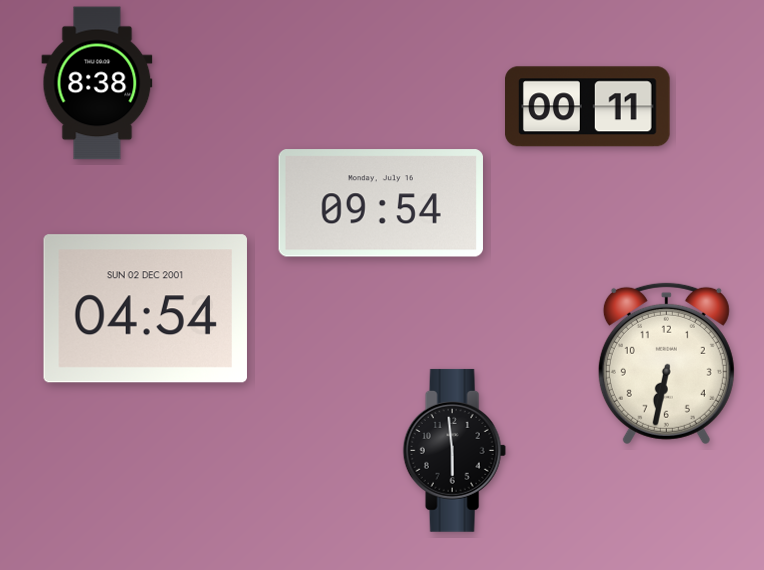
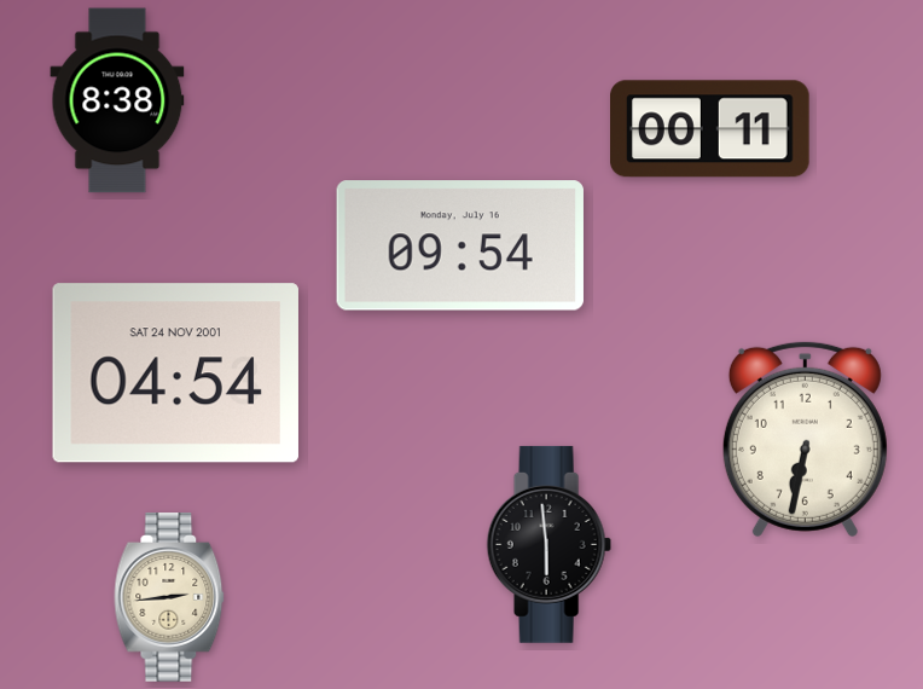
clock at (145, 309) date: SUN 02 DEC 2001 -> SAT 24 NOV 2001
clock at (169, 597): none -> 2:44
